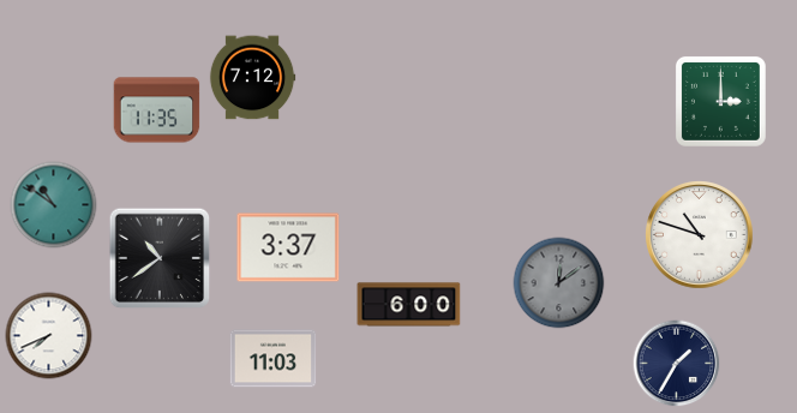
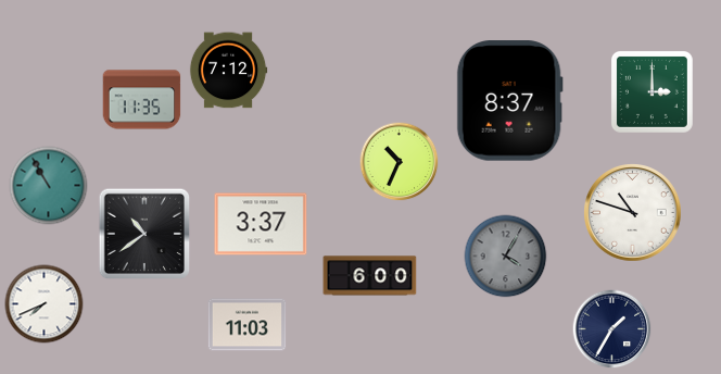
clock at (509, 101): none -> 8:37
clock at (400, 162): none -> 10:34
clock at (54, 205): 10:51 -> 10:55
clock at (559, 283): 12:09 -> 4:05
